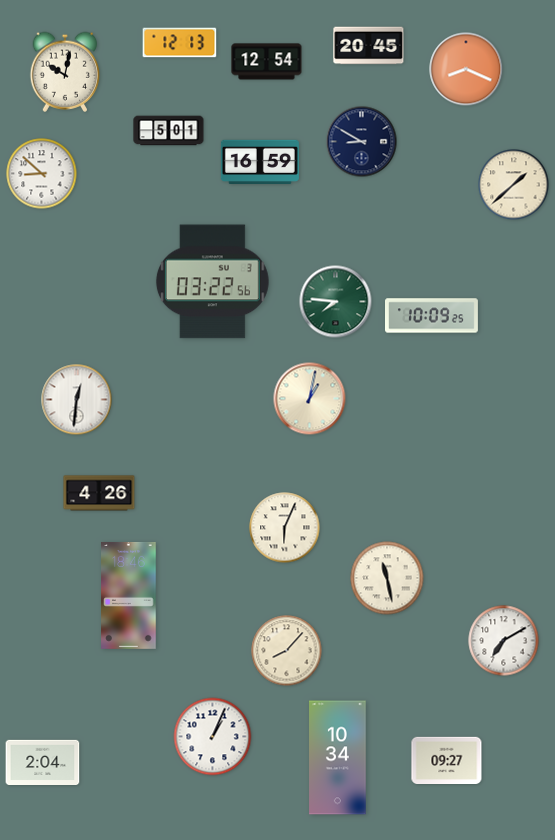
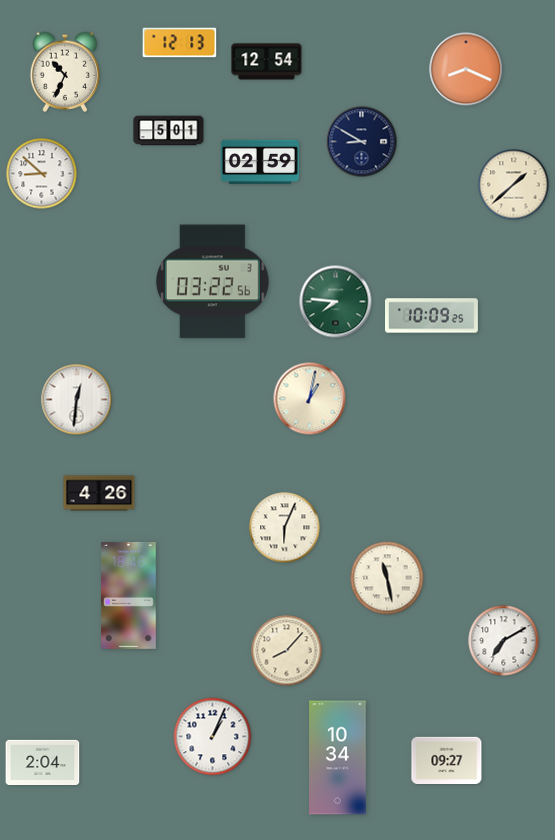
clock at (369, 46): 20:45 -> none
clock at (65, 72): 10:02 -> 10:34
clock at (260, 161): 16:59 -> 02:59
